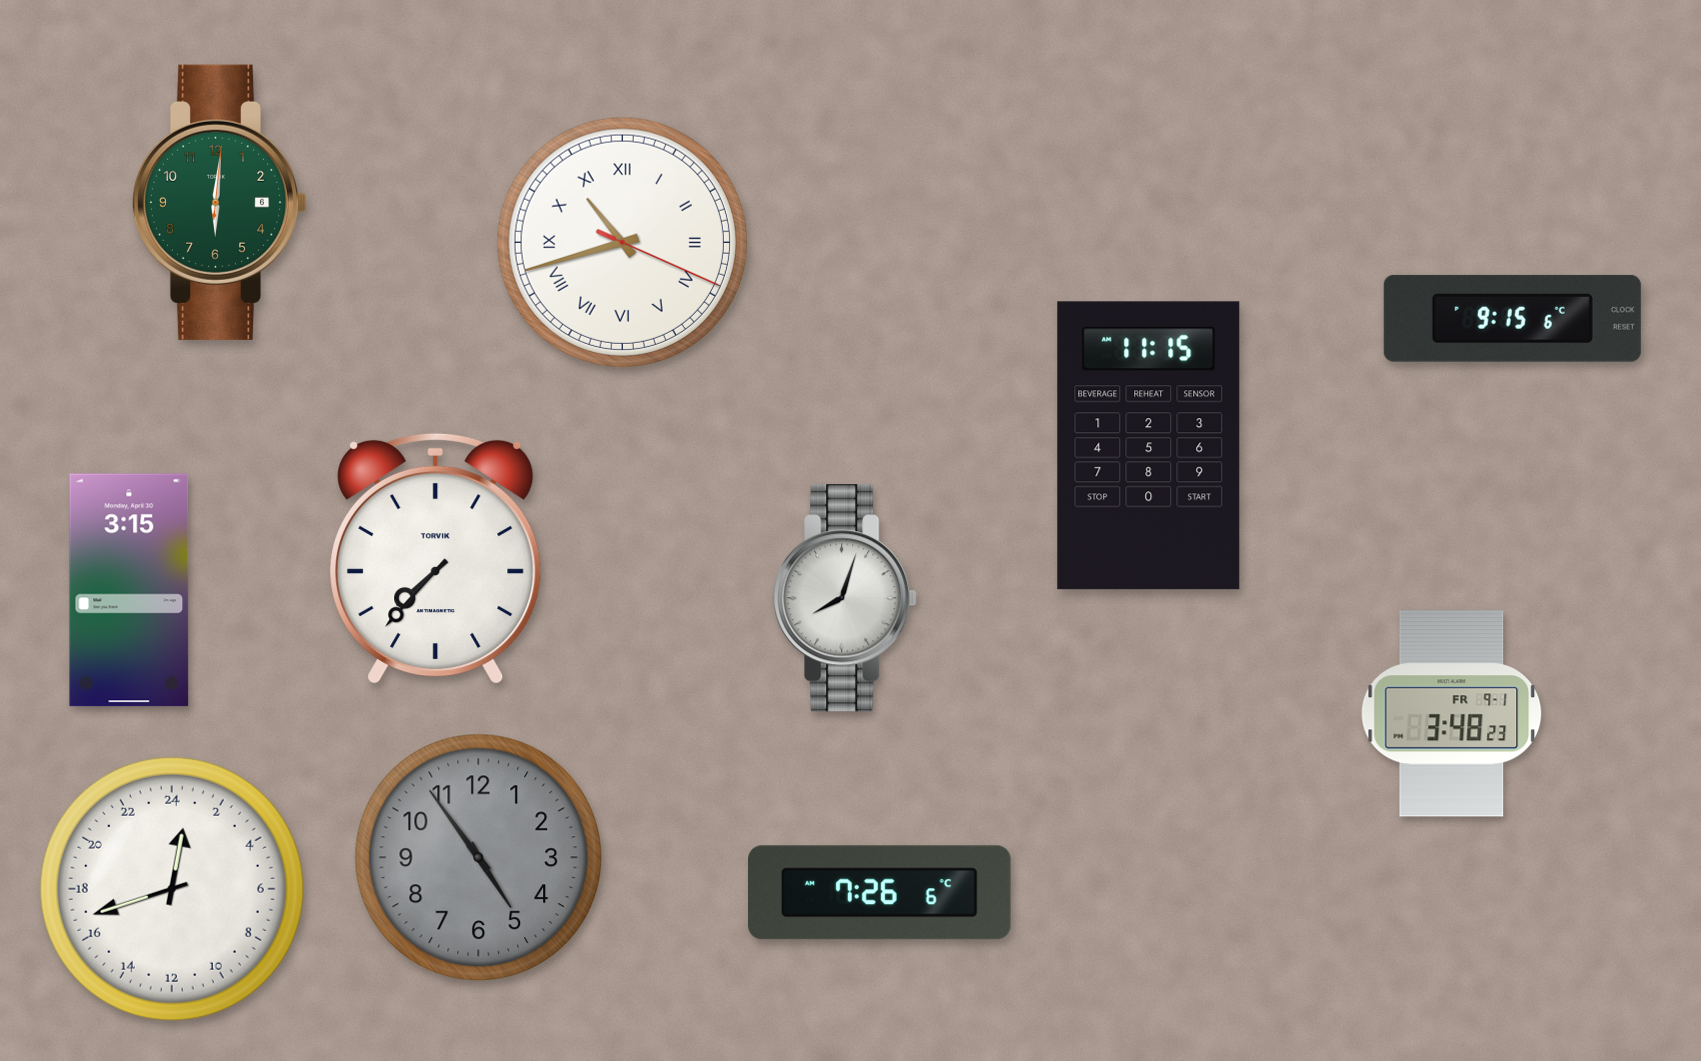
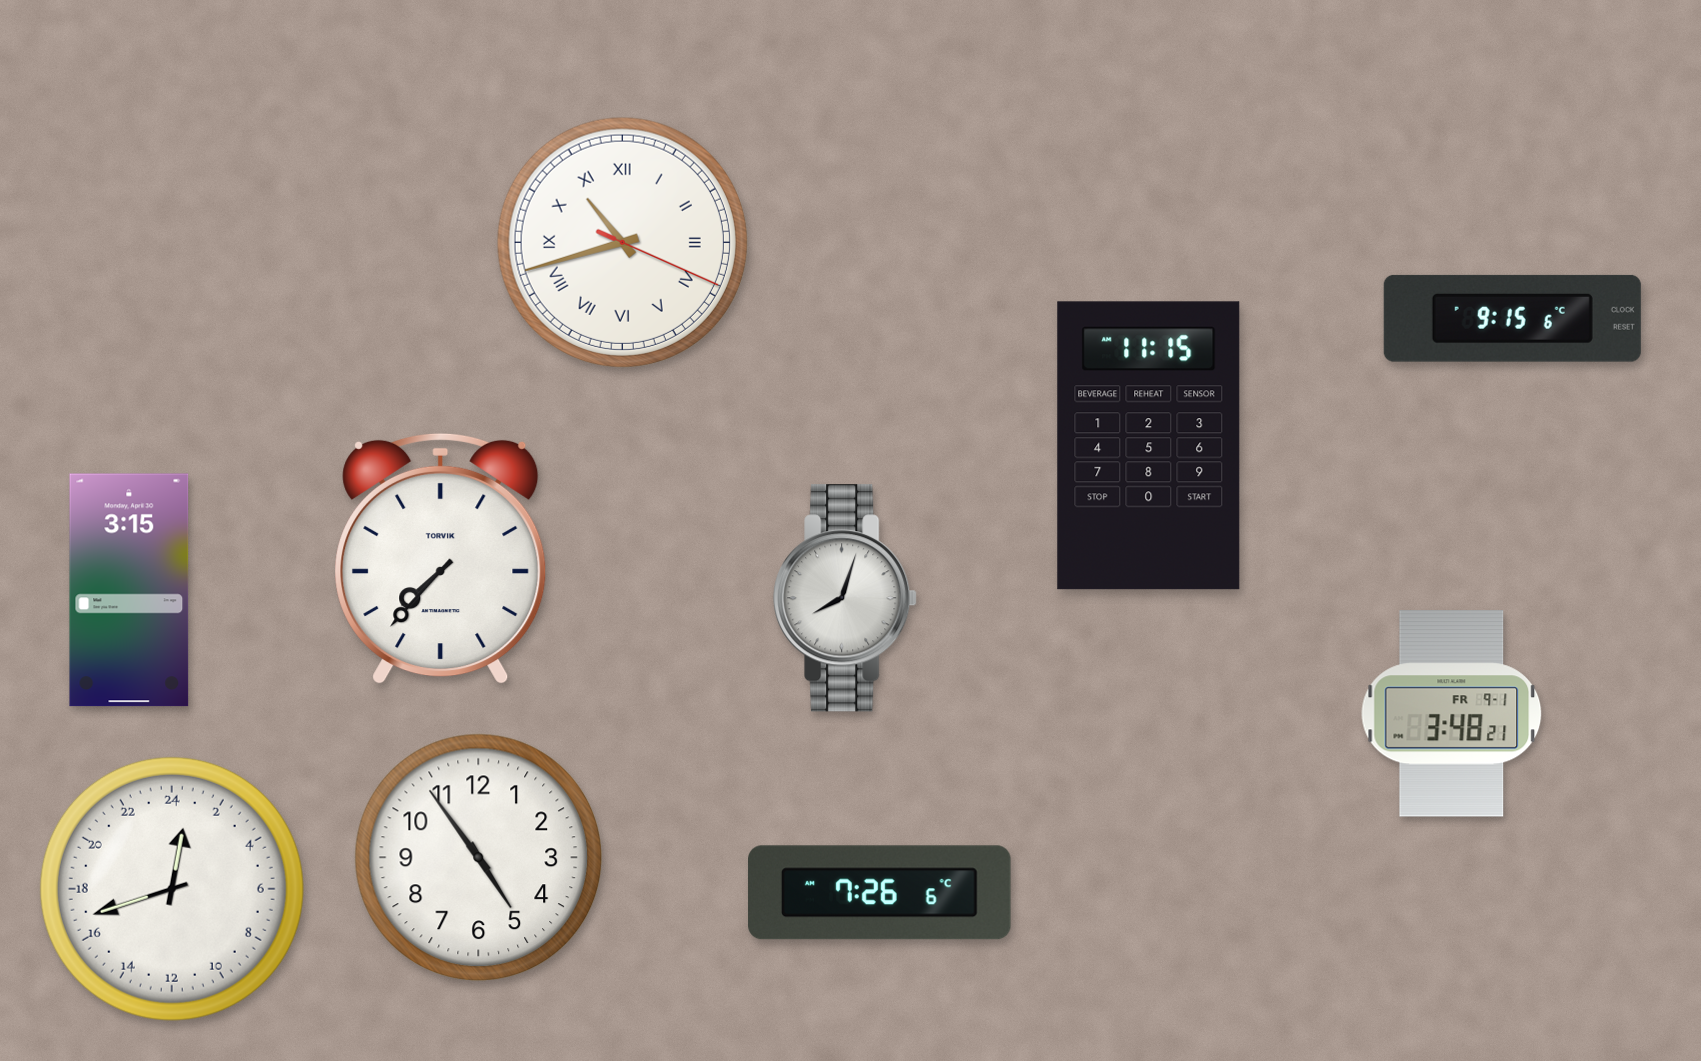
clock at (219, 202): 6:01 -> none
clock at (436, 559) position: (436, 559) -> (441, 559)
clock at (1452, 714): 3:48:23 -> 3:48:21
clock at (479, 858) dial: grey -> white
